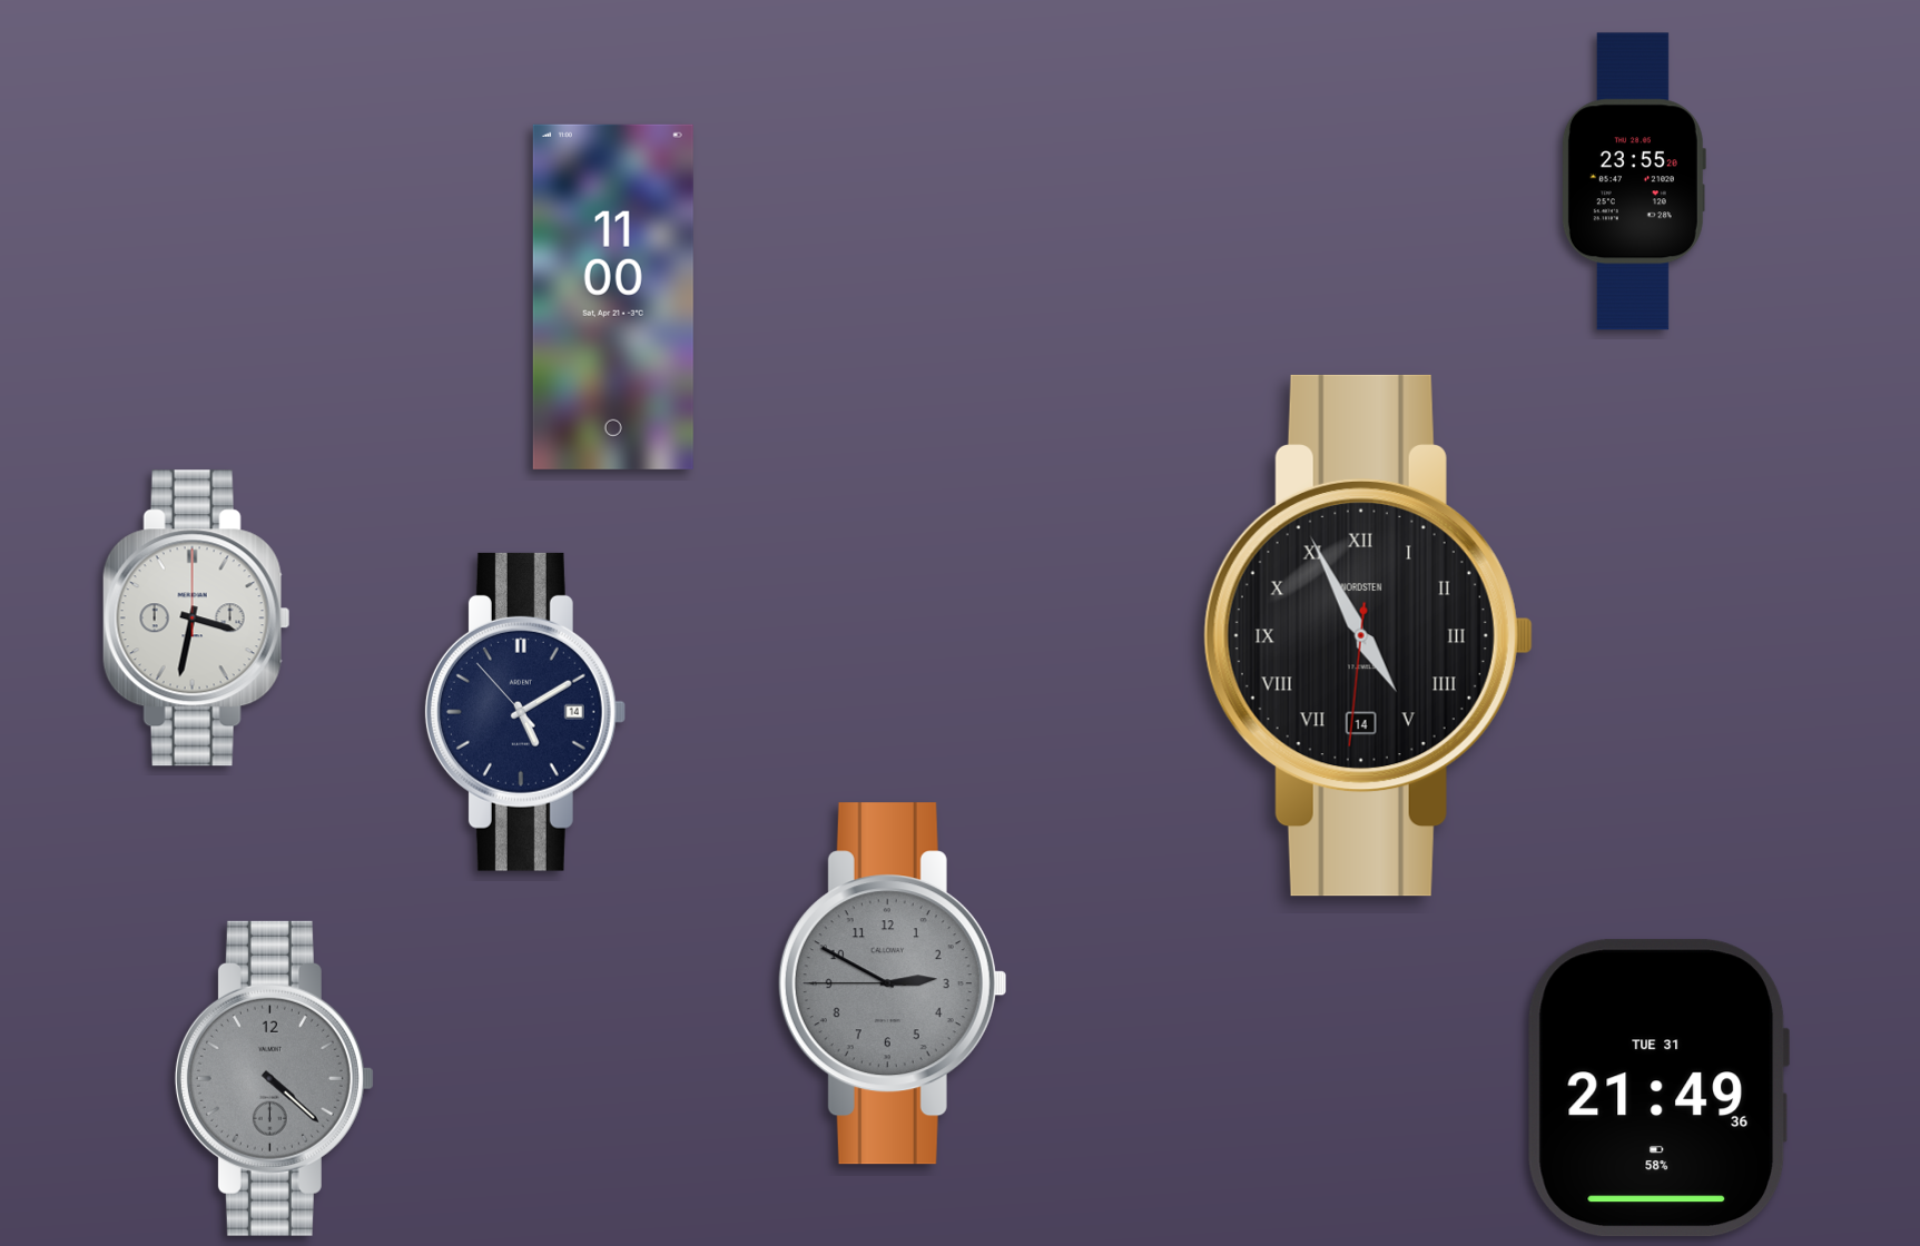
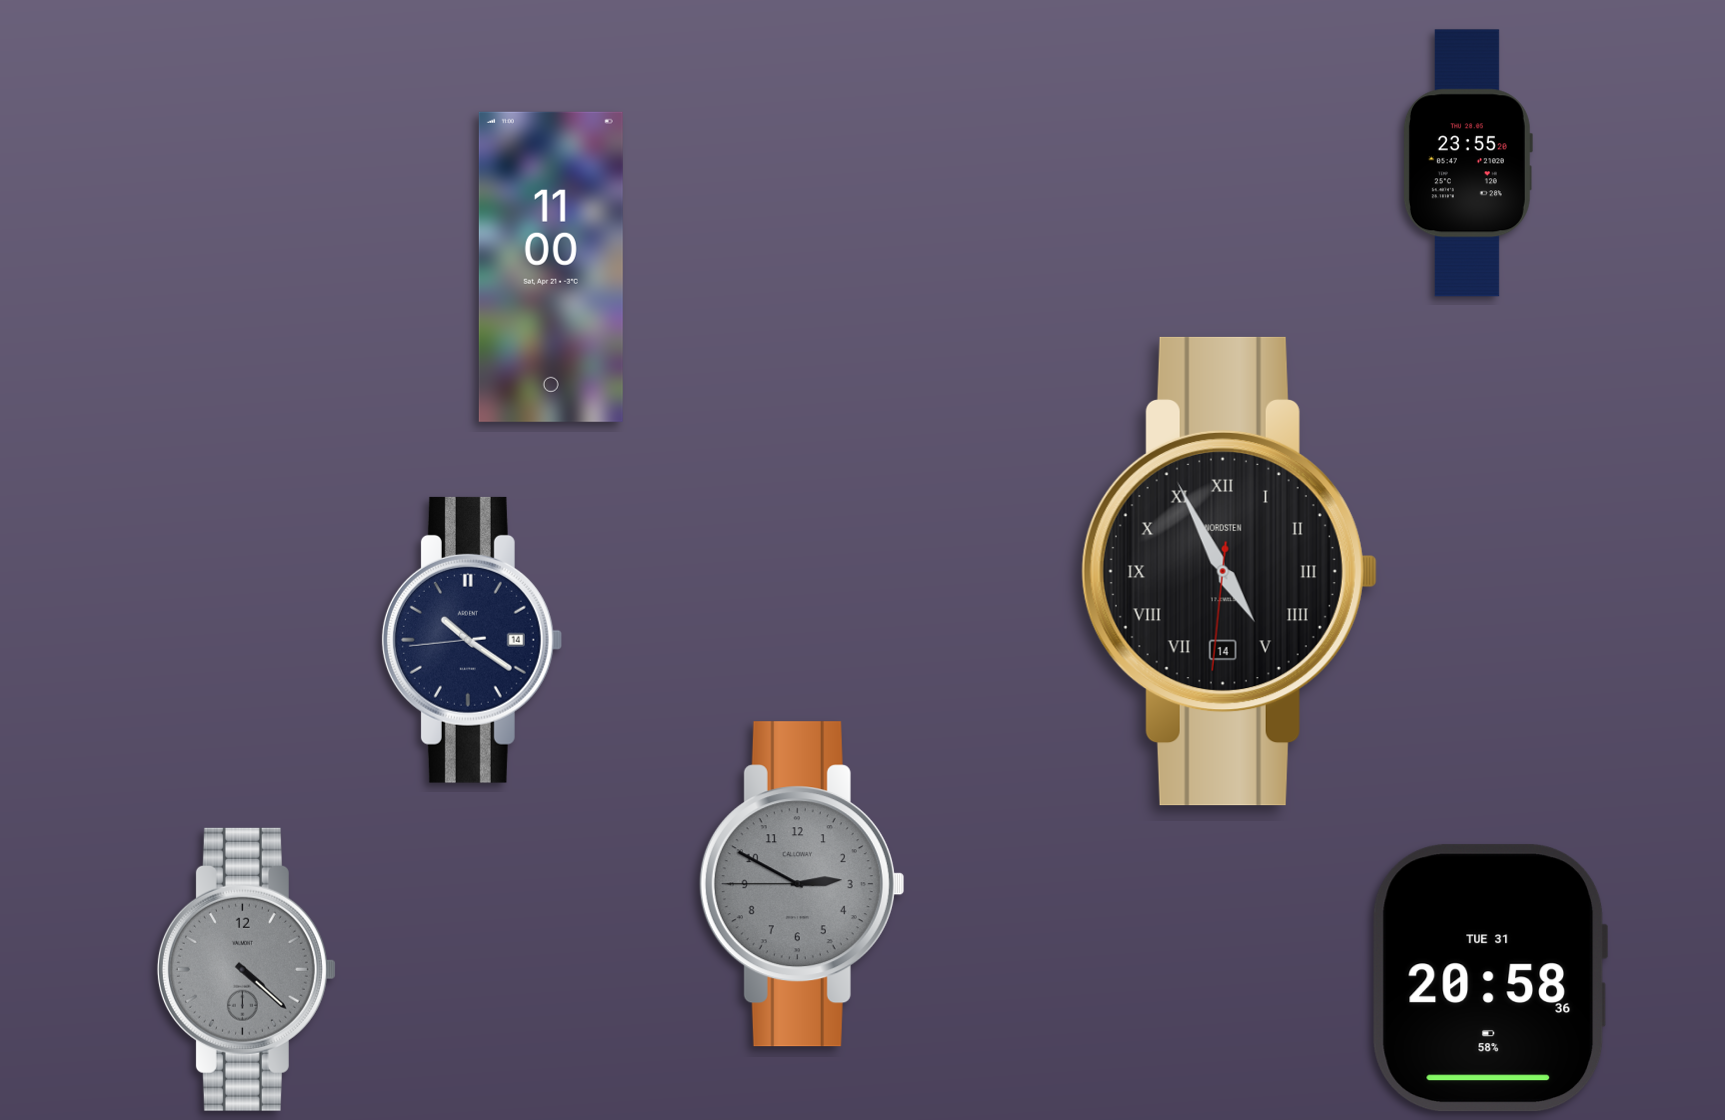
clock at (196, 619): 3:32 -> none
clock at (524, 712): 5:09 -> 10:20
clock at (1657, 1088): 21:49 -> 20:58
